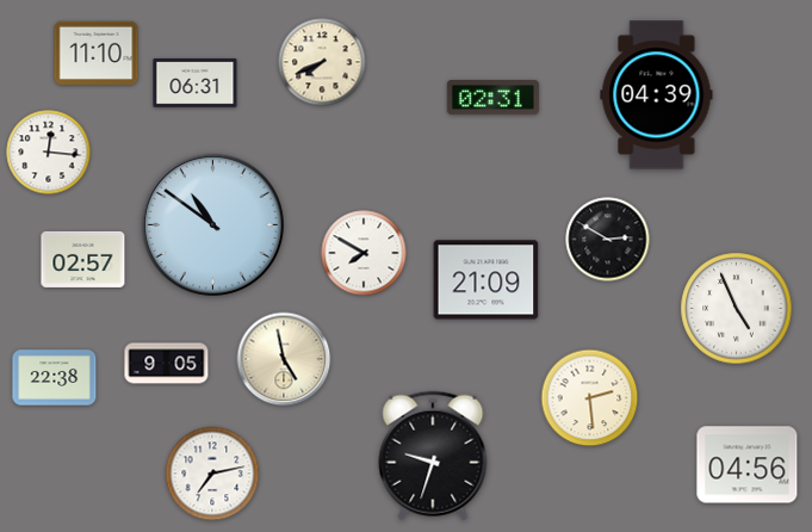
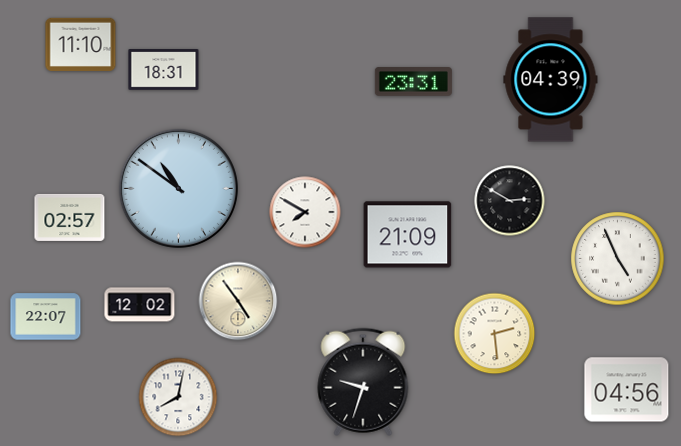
clock at (322, 62): 7:41 -> none
clock at (196, 83): 06:31 -> 18:31
clock at (492, 98): 02:31 -> 23:31
clock at (49, 153): 12:16 -> none
clock at (284, 359): 4:58 -> 4:54
clock at (167, 364): 9:05 -> 12:02
clock at (55, 378): 22:38 -> 22:07
clock at (212, 474): 7:13 -> 8:02
